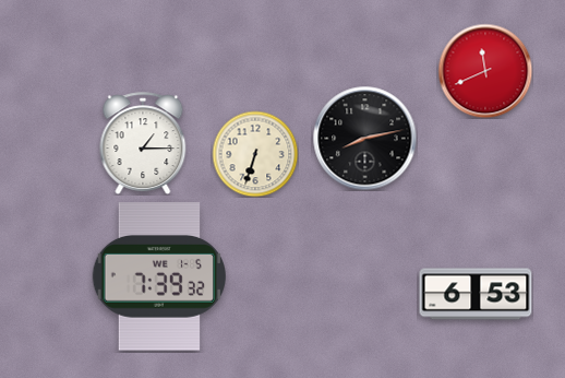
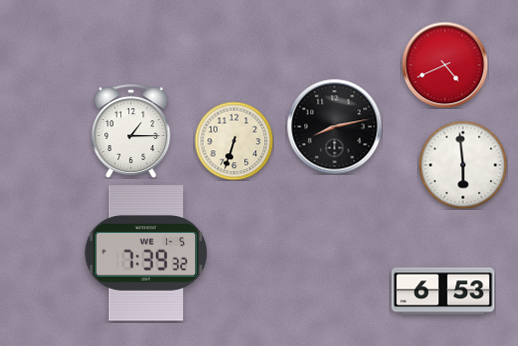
clock at (485, 71): 11:41 -> 4:41
clock at (463, 165): none -> 5:59
clock at (476, 294) position: (476, 294) -> (443, 291)
